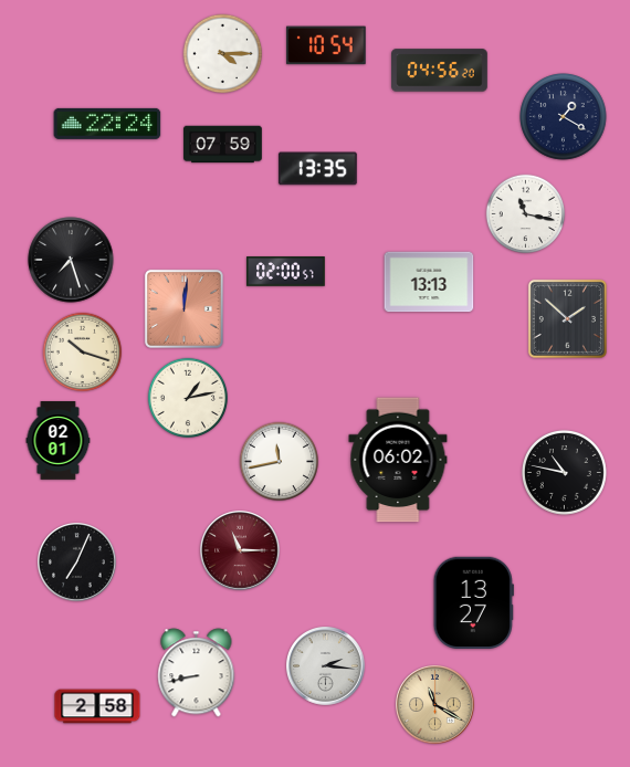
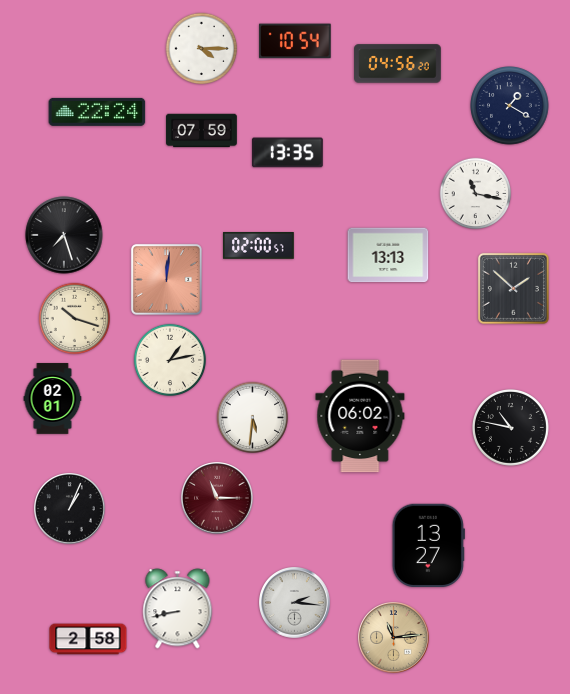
clock at (280, 462): 11:43 -> 5:31
clock at (77, 563): 7:04 -> 1:04
clock at (435, 705): 11:20 -> 11:14
